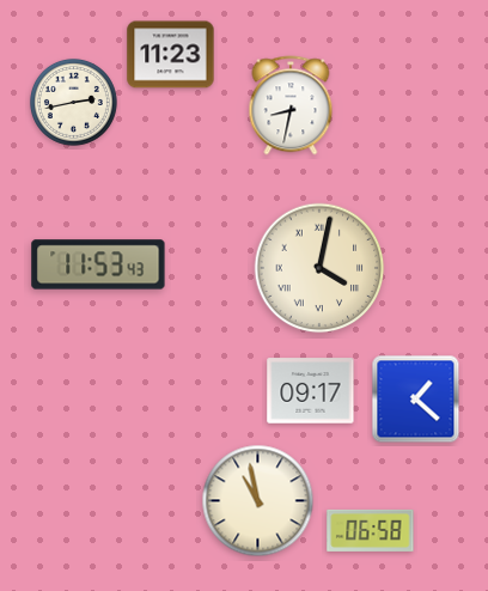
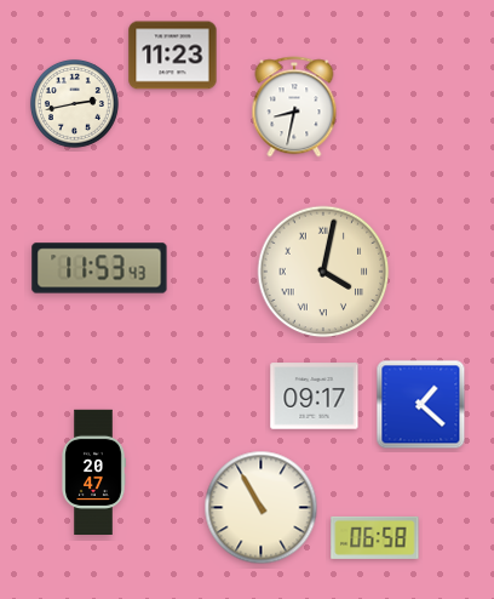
clock at (93, 472): none -> 20:47
clock at (258, 501): 10:58 -> 10:55
